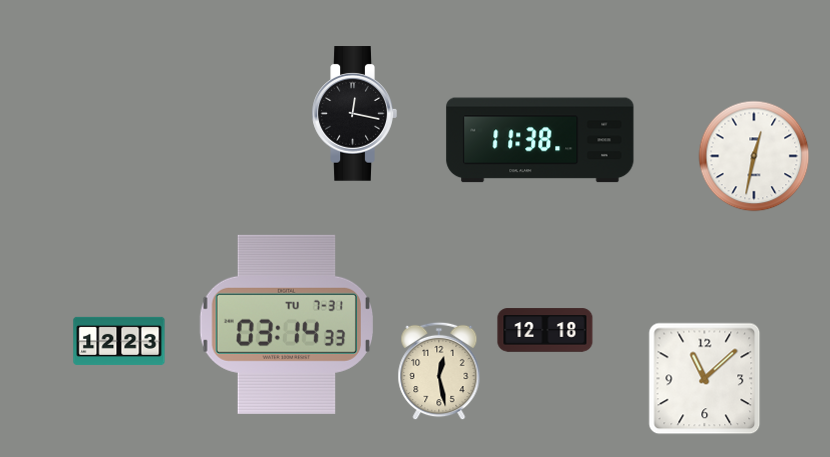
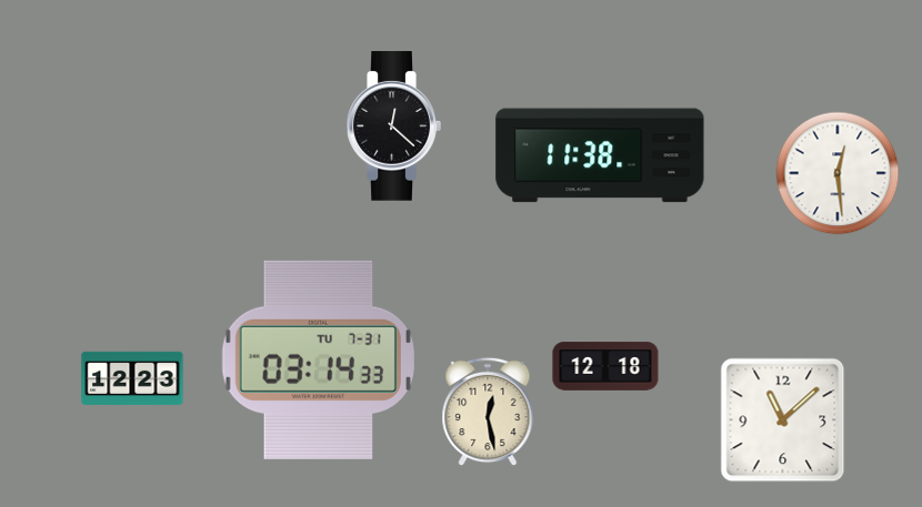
clock at (354, 114): 12:17 -> 12:22
clock at (754, 156): 12:32 -> 12:29
